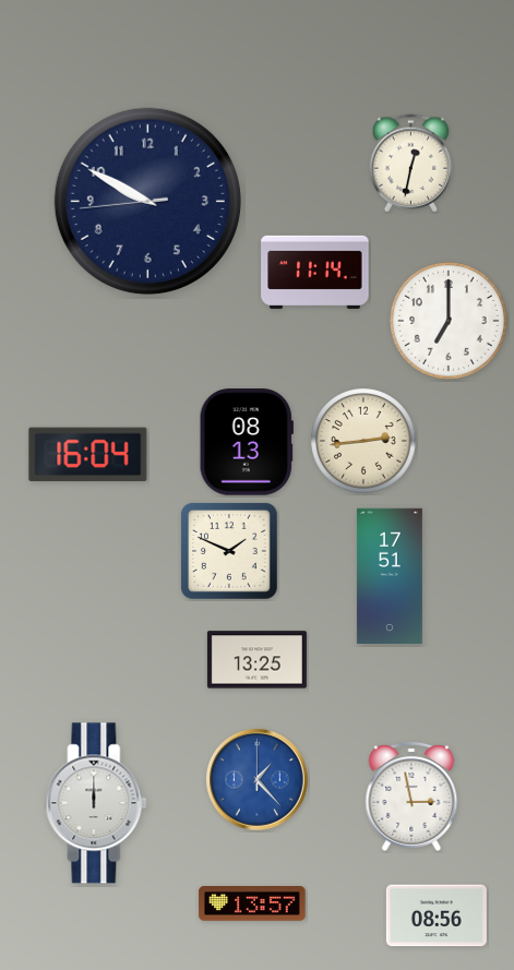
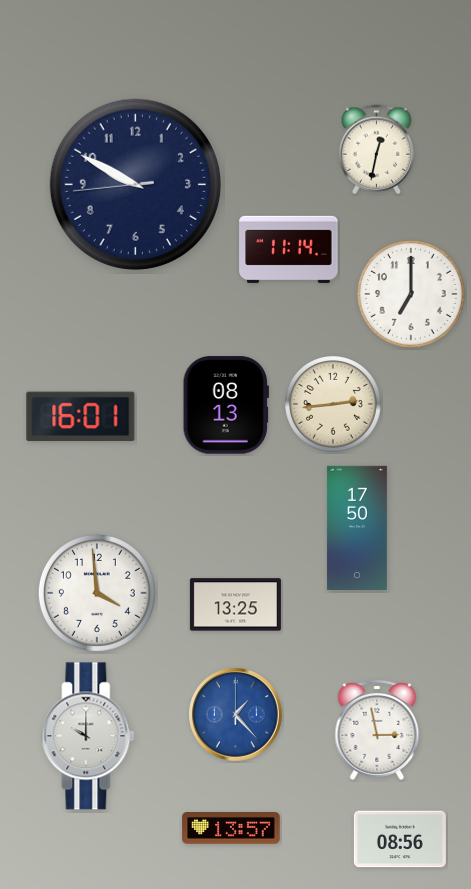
clock at (88, 455): 16:04 -> 16:01
clock at (230, 552): 1:49 -> none
clock at (390, 575): 17:51 -> 17:50
clock at (97, 593): none -> 3:59
clock at (96, 803): 12:00 -> 10:00
